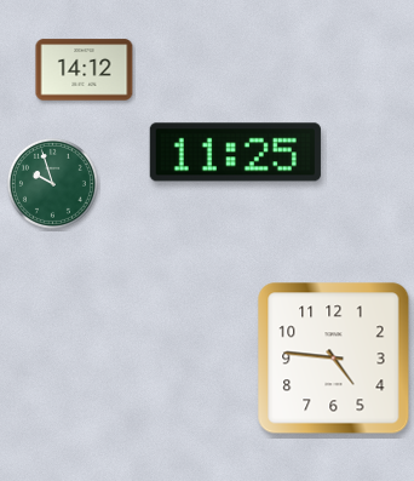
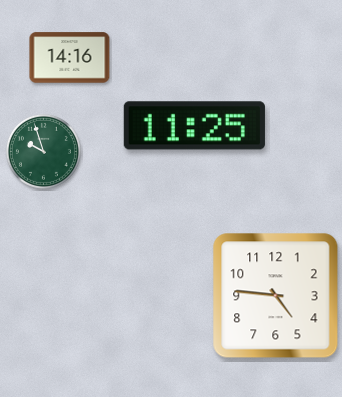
clock at (85, 70): 14:12 -> 14:16
